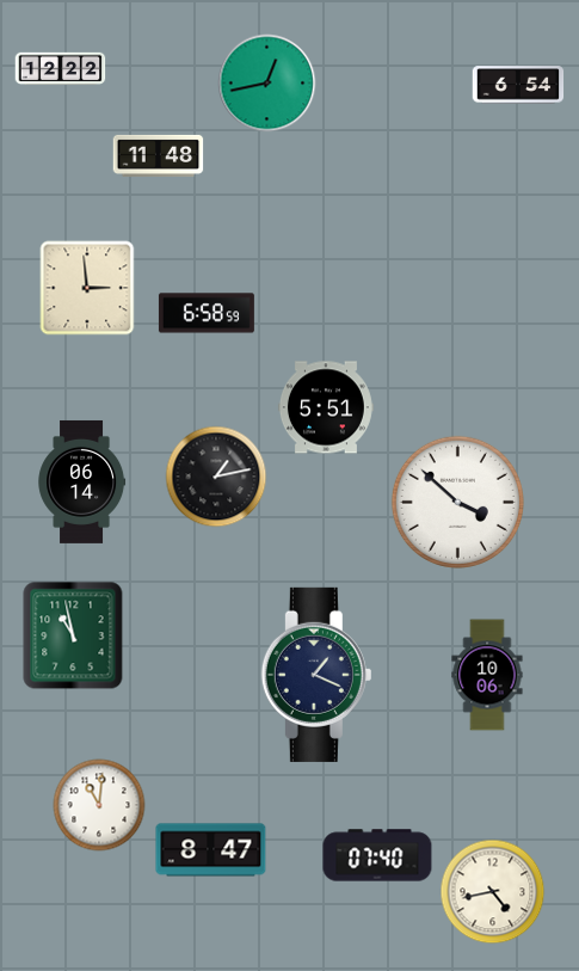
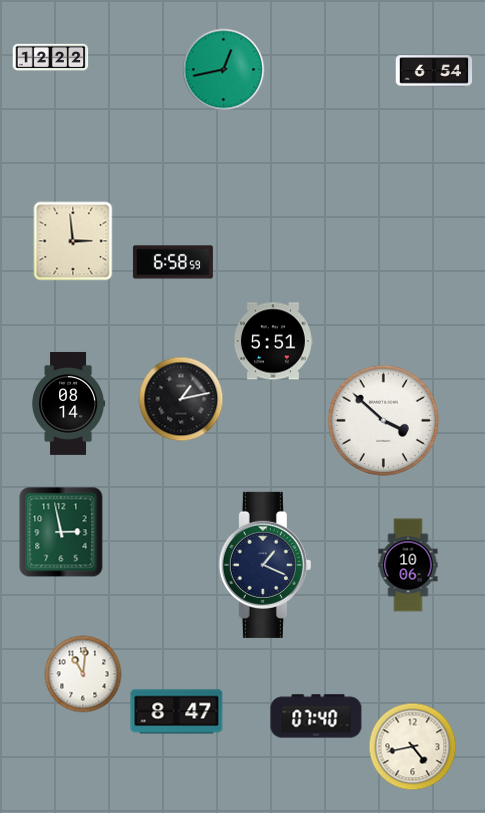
clock at (159, 155): 11:48 -> none
clock at (82, 481): 06:14 -> 08:14
clock at (73, 635): 10:58 -> 2:58
